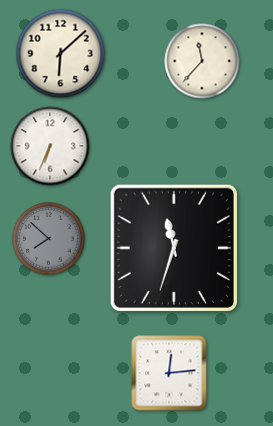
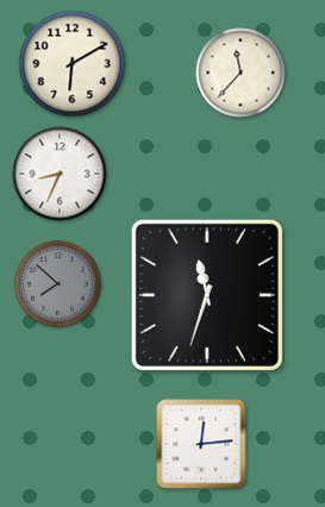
clock at (61, 54): 6:08 -> 6:10
clock at (50, 146): 6:34 -> 8:34
